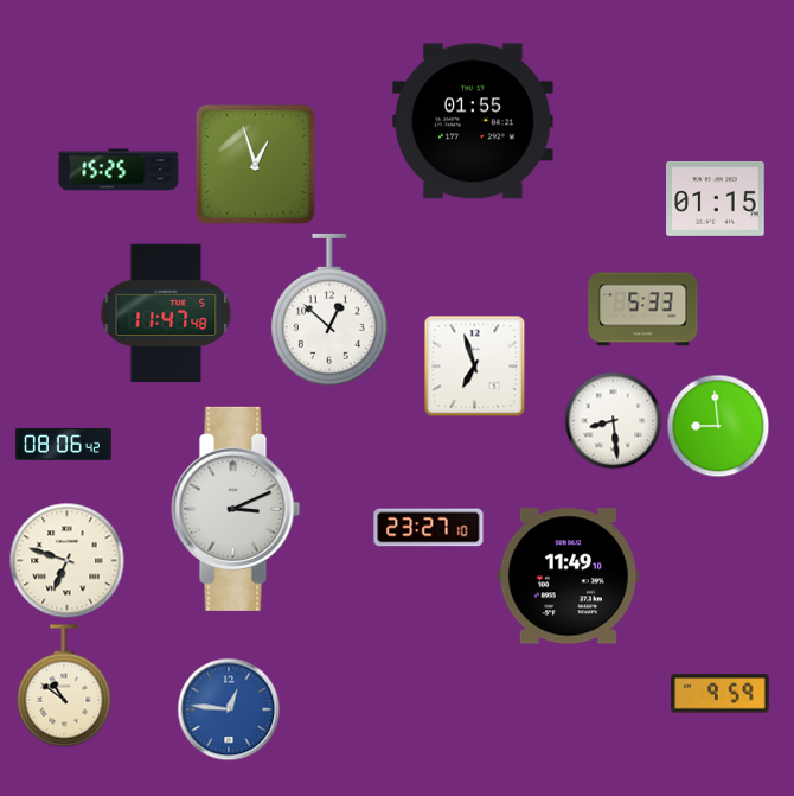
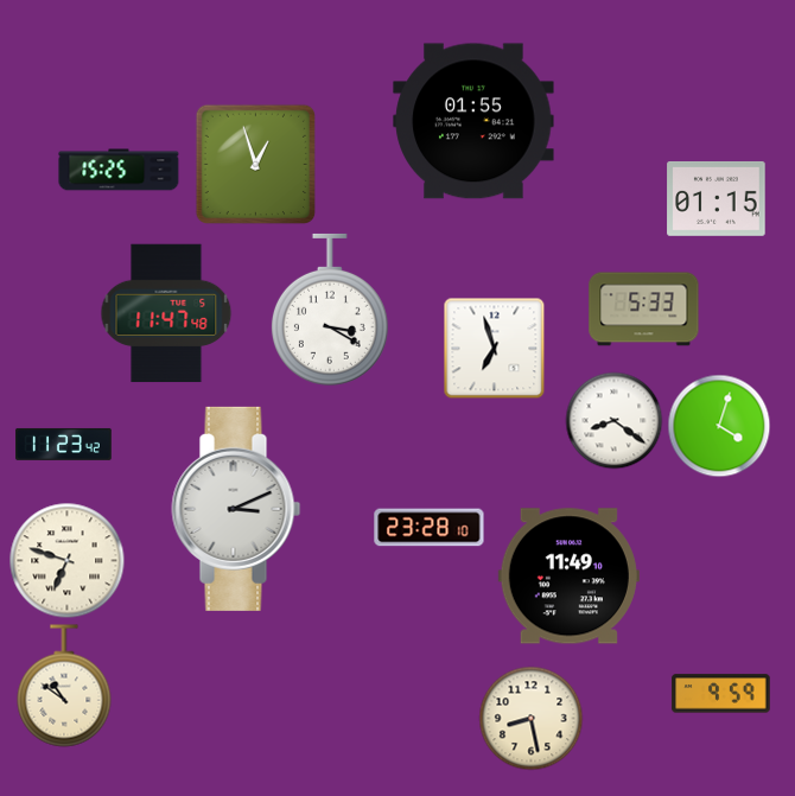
clock at (329, 310): 12:52 -> 3:20
clock at (474, 365) position: (474, 365) -> (494, 348)
clock at (613, 420): 8:29 -> 8:21
clock at (718, 426): 8:59 -> 4:03
clock at (64, 444): 08:06 -> 11:23
clock at (429, 528): 23:27 -> 23:28
clock at (229, 709): 12:46 -> none
clock at (530, 718): none -> 8:28
